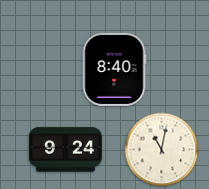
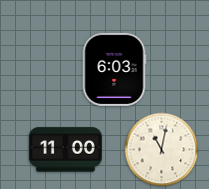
clock at (114, 69): 8:40 -> 6:03
clock at (65, 150): 9:24 -> 11:00
